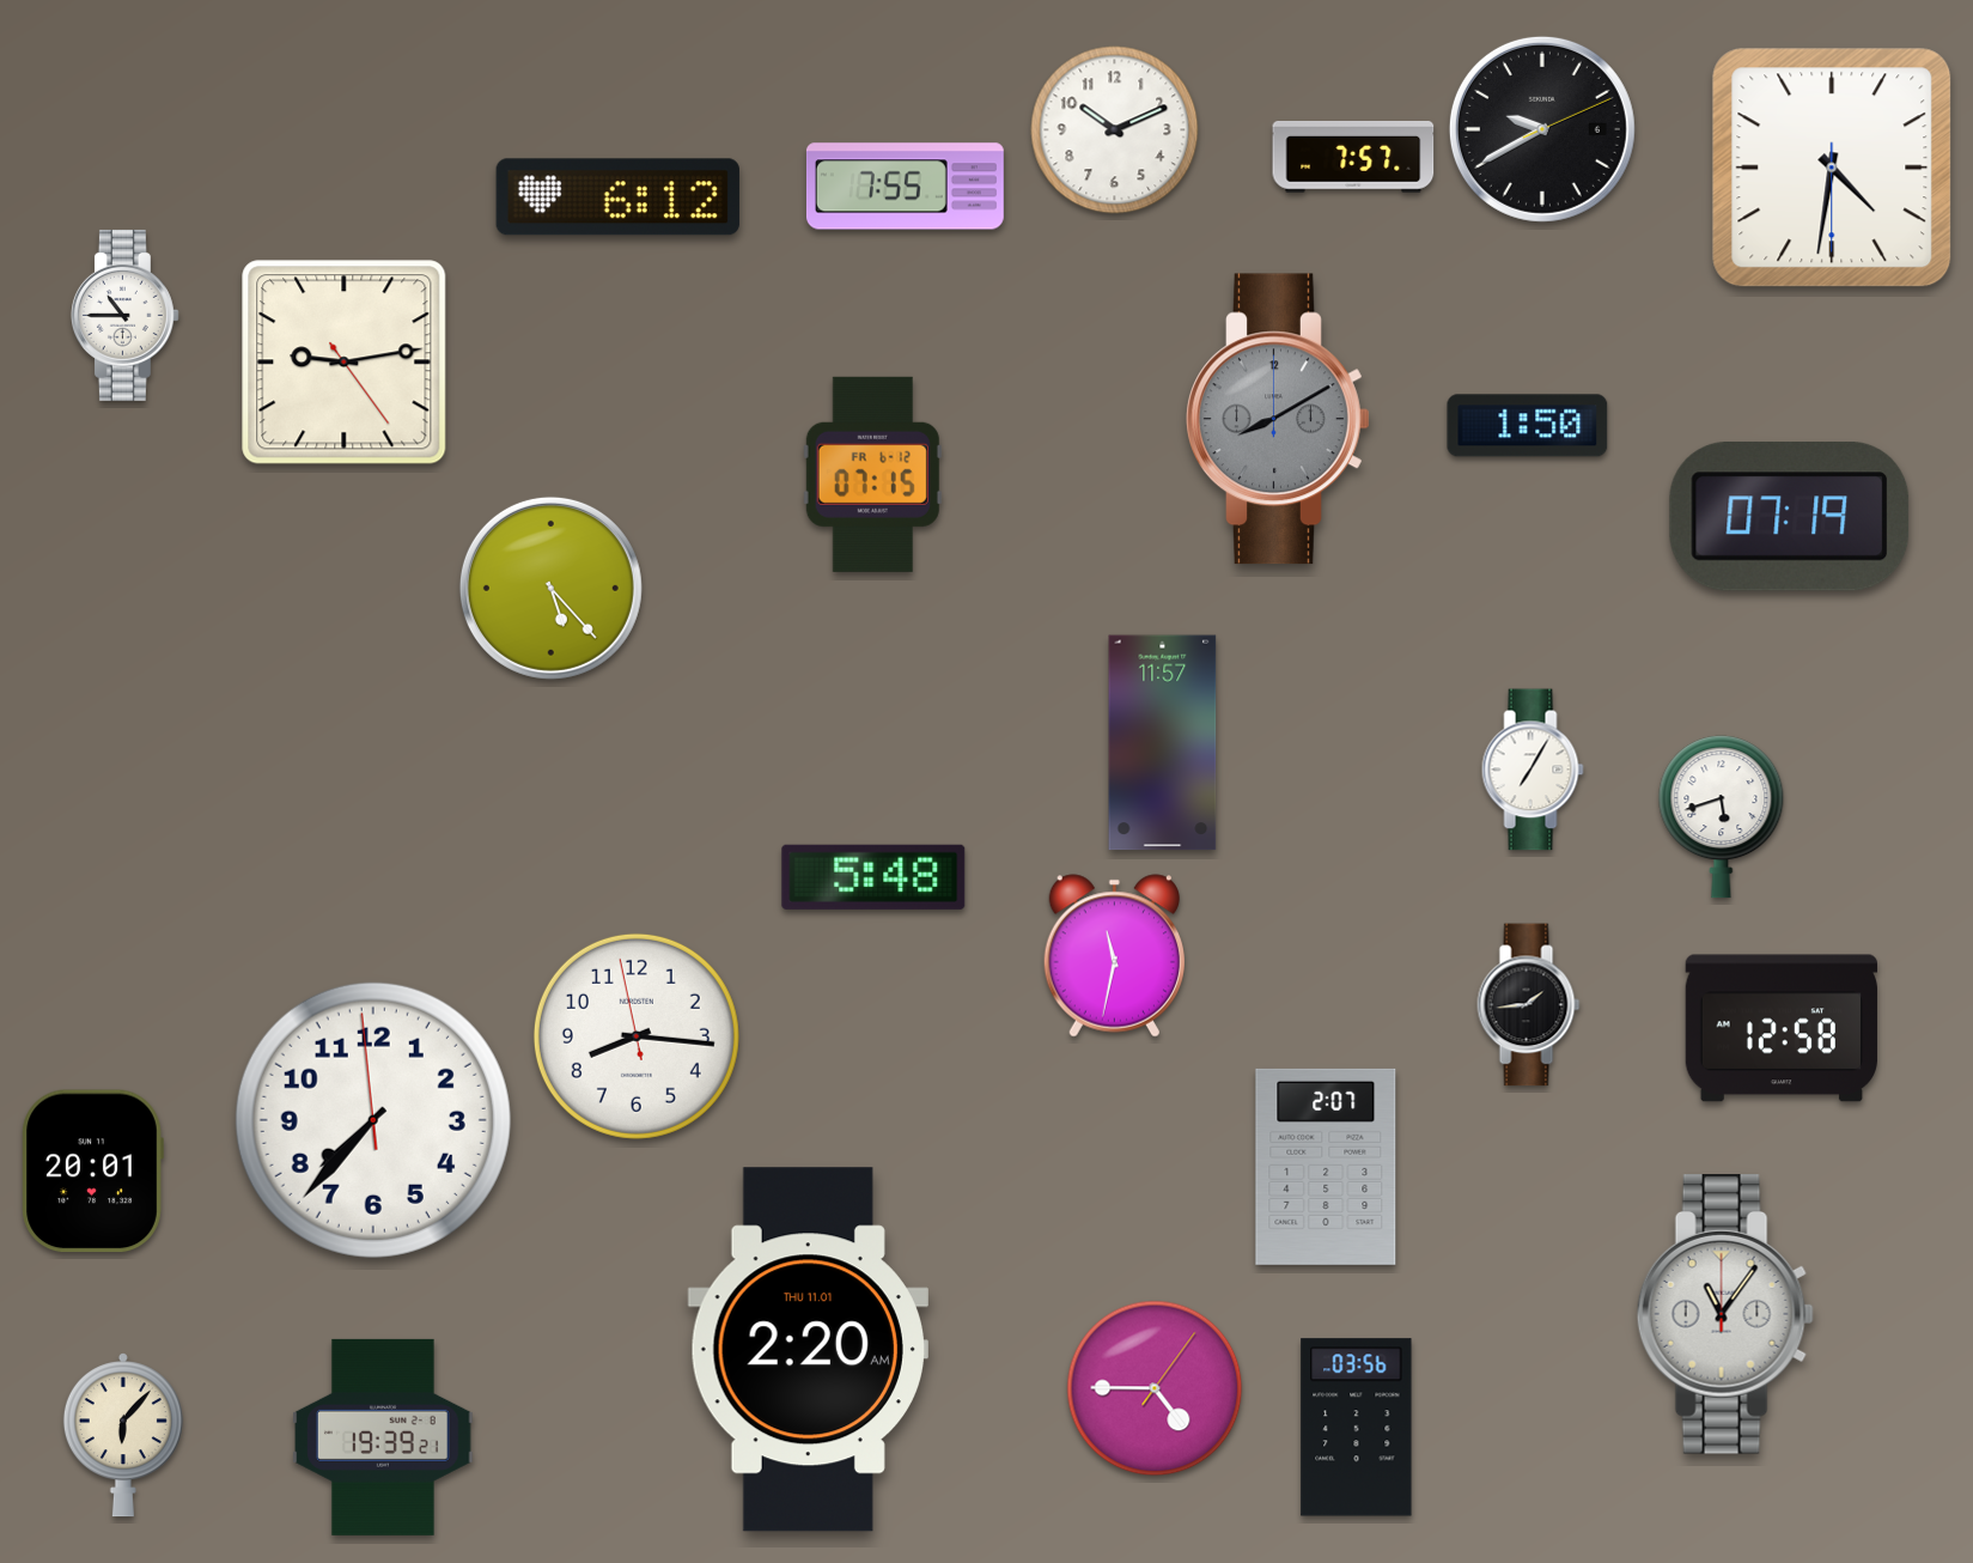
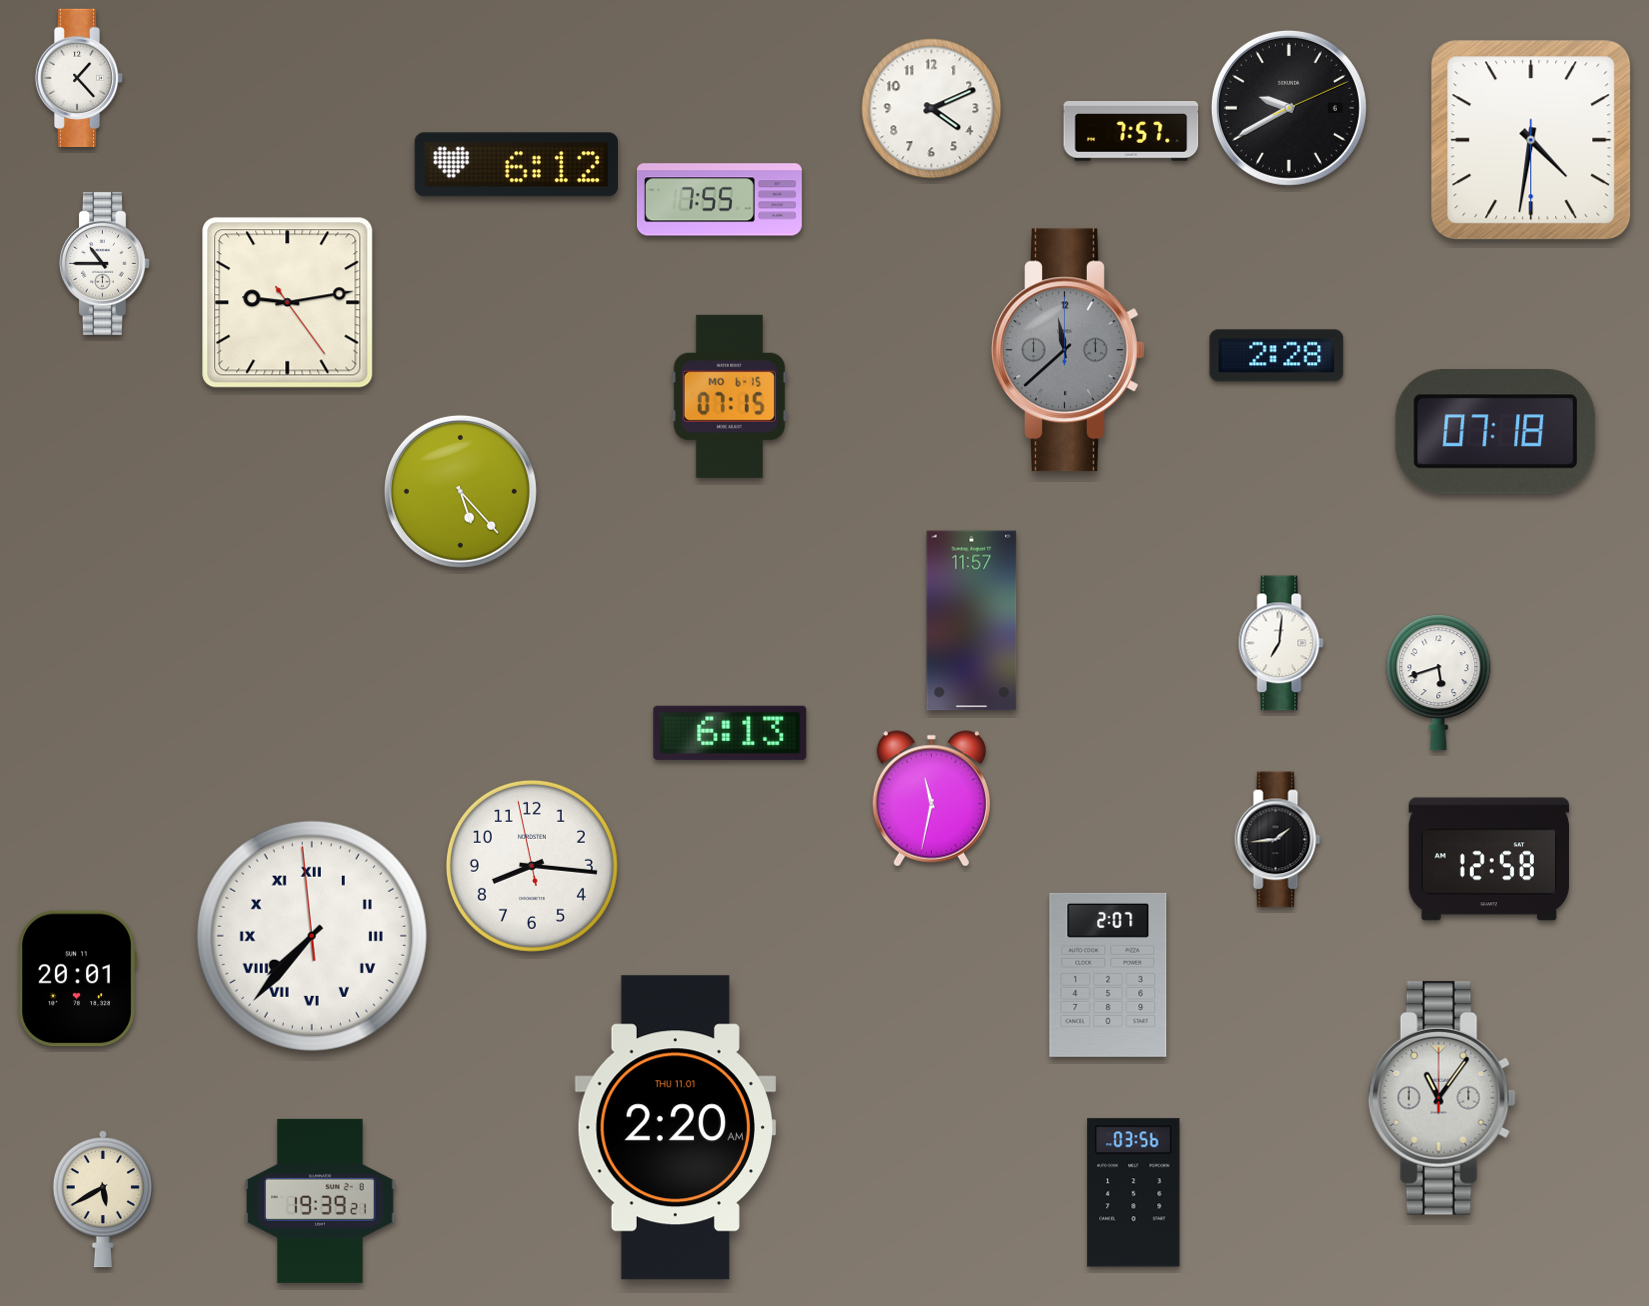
clock at (79, 77): none -> 1:23
clock at (1115, 130): 10:11 -> 4:11
clock at (905, 187) position: (905, 187) -> (719, 200)
clock at (1278, 419): 8:10 -> 11:38
clock at (1528, 426): 1:50 -> 2:28
clock at (872, 474) date: FR 6-12 -> MO 6-15
clock at (1790, 517): 07:19 -> 07:18
clock at (1533, 770): 7:05 -> 7:01
clock at (873, 877): 5:48 -> 6:13
clock at (373, 1120) numerals: Arabic -> Roman
clock at (1155, 1388): 4:45 -> none
clock at (123, 1435): 6:07 -> 5:40
